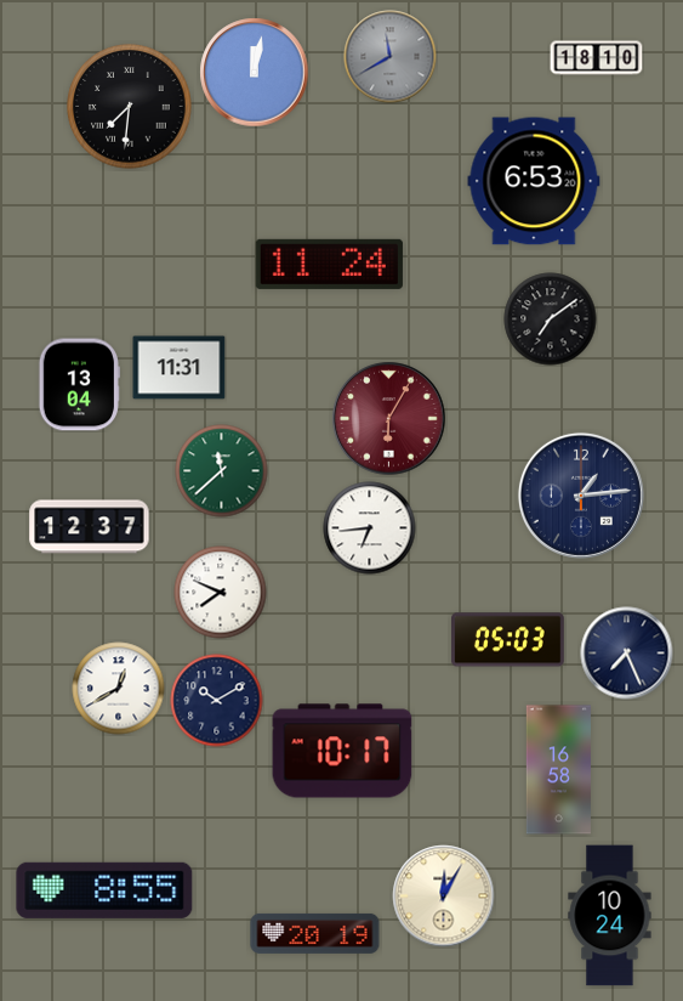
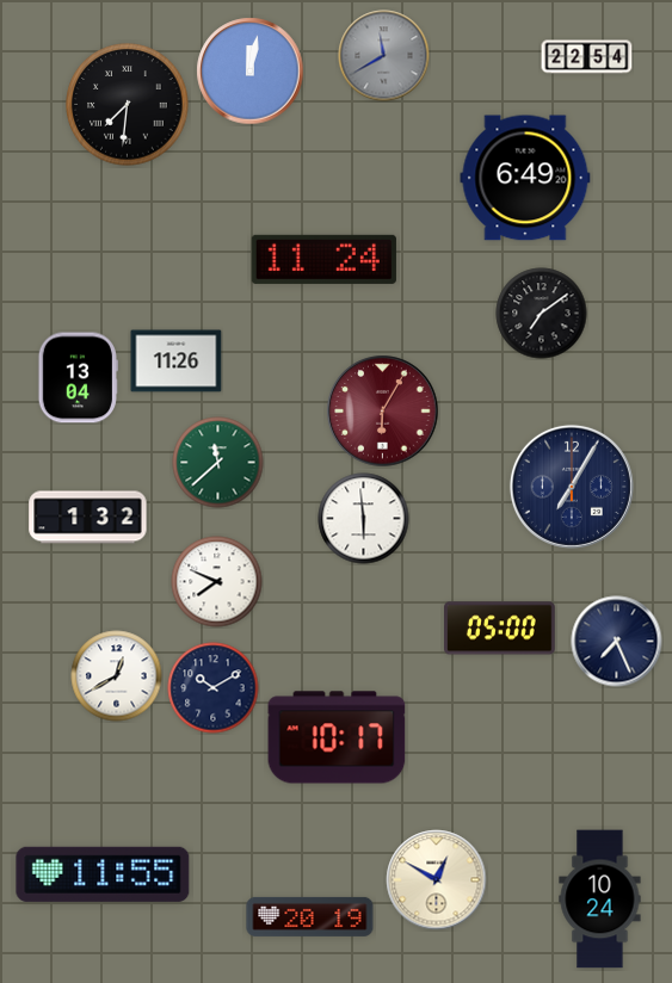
clock at (597, 58): 18:10 -> 22:54
clock at (534, 181): 6:53 -> 6:49
clock at (180, 368): 11:31 -> 11:26
clock at (581, 496): 1:14 -> 7:05
clock at (90, 527): 12:37 -> 1:32
clock at (370, 528): 6:44 -> 5:59
clock at (508, 640): 05:03 -> 05:00
clock at (558, 770): 16:58 -> none
clock at (104, 890): 8:55 -> 11:55
clock at (444, 897): 12:05 -> 12:50
